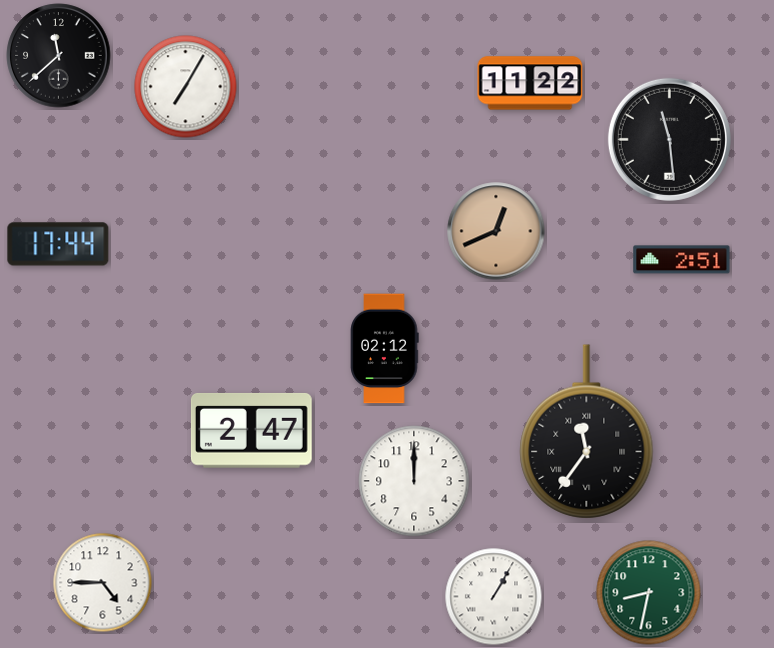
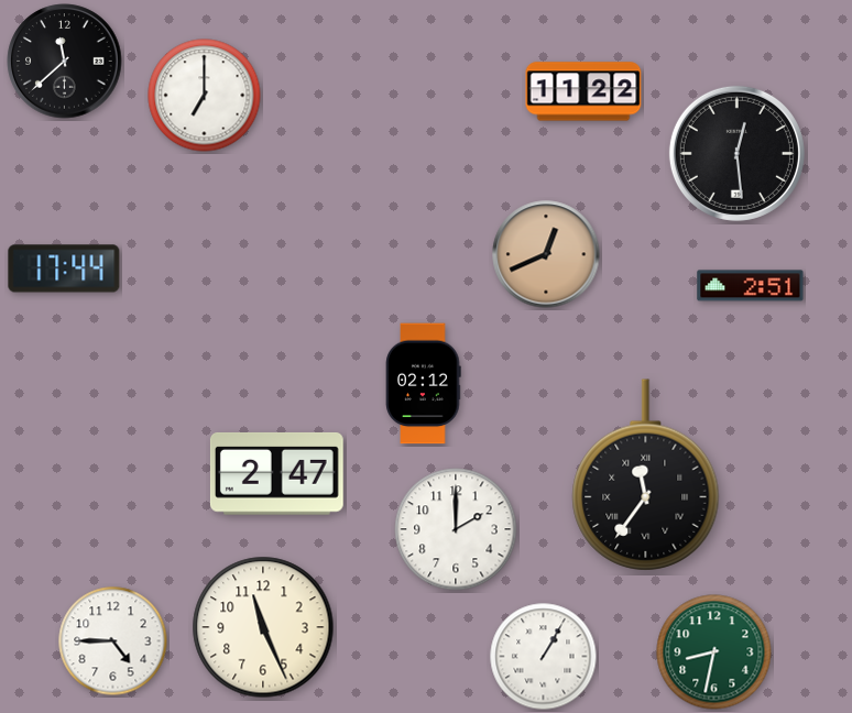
clock at (186, 87): 7:05 -> 7:00
clock at (669, 139): 11:29 -> 12:29
clock at (414, 481): 12:00 -> 2:00
clock at (263, 627): none -> 11:26
